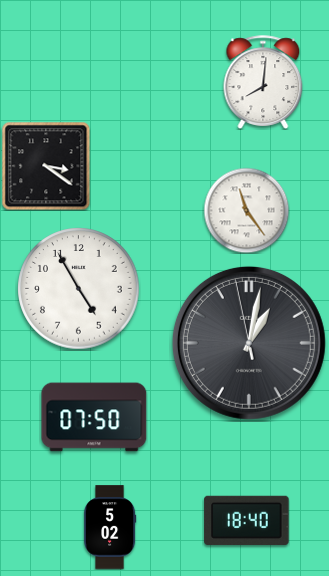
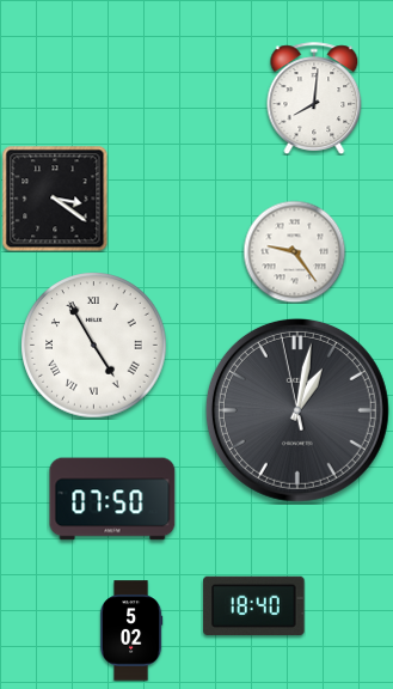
clock at (246, 210): 11:24 -> 9:24
clock at (79, 289) numerals: Arabic -> Roman
clock at (247, 520) position: (247, 520) -> (254, 605)
